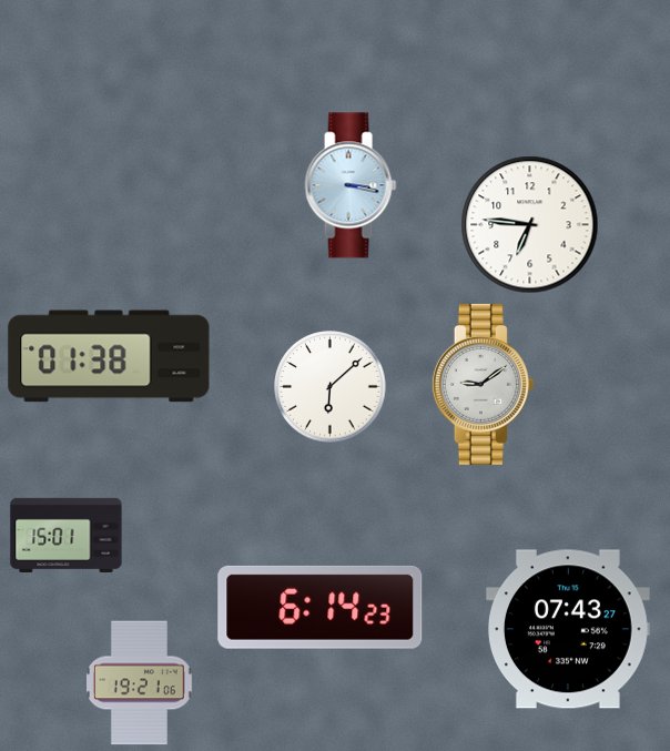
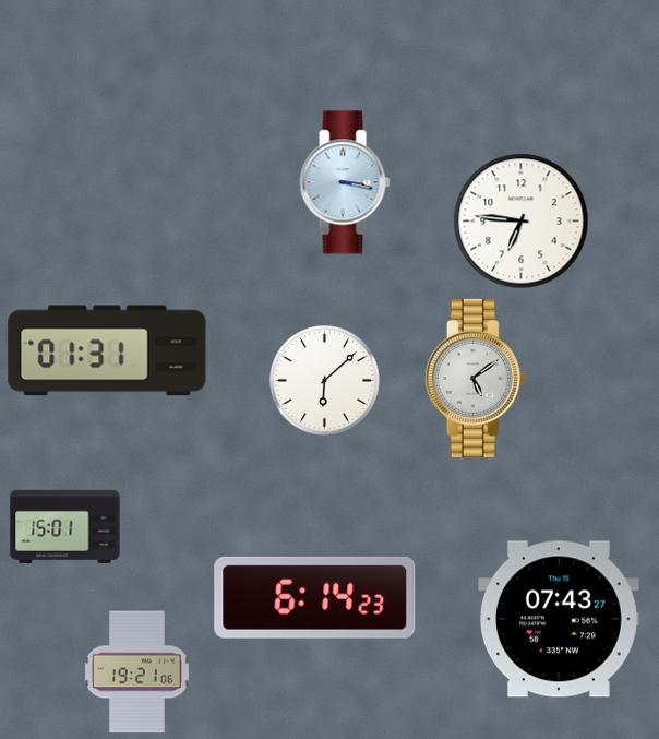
clock at (109, 356): 01:38 -> 01:31
clock at (483, 384): 9:09 -> 5:09
